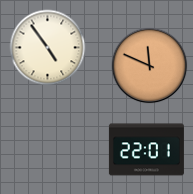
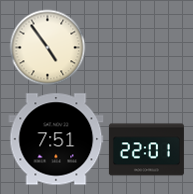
clock at (150, 66): 11:49 -> none
clock at (56, 139): none -> 7:51
